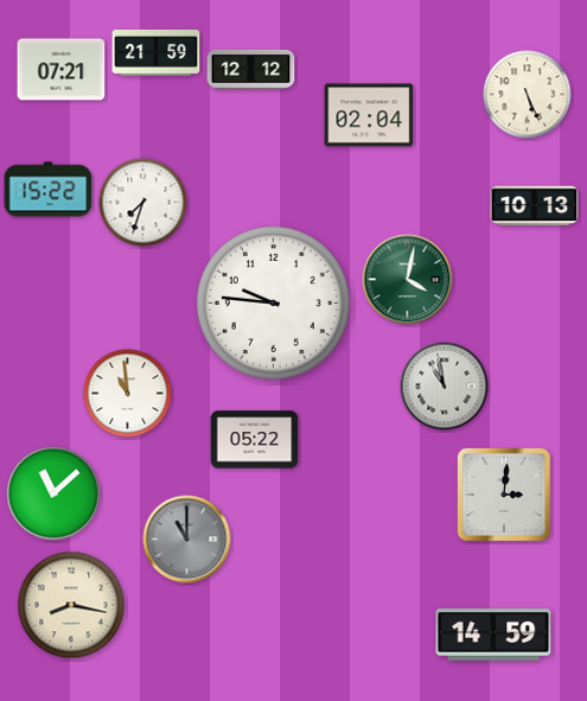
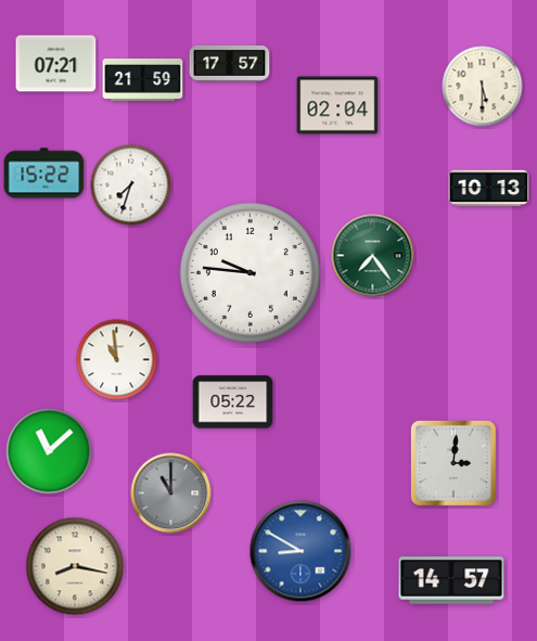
clock at (157, 52) position: (157, 52) -> (143, 79)
clock at (251, 69): 12:12 -> 17:57
clock at (528, 95): 5:26 -> 5:30
clock at (408, 280): 4:02 -> 7:24
clock at (273, 302) position: (273, 302) -> (250, 272)
clock at (445, 387): 10:58 -> none
clock at (504, 495) position: (504, 495) -> (453, 463)
clock at (301, 551): none -> 8:50
clock at (71, 605) position: (71, 605) -> (75, 566)
clock at (493, 635): 14:59 -> 14:57
